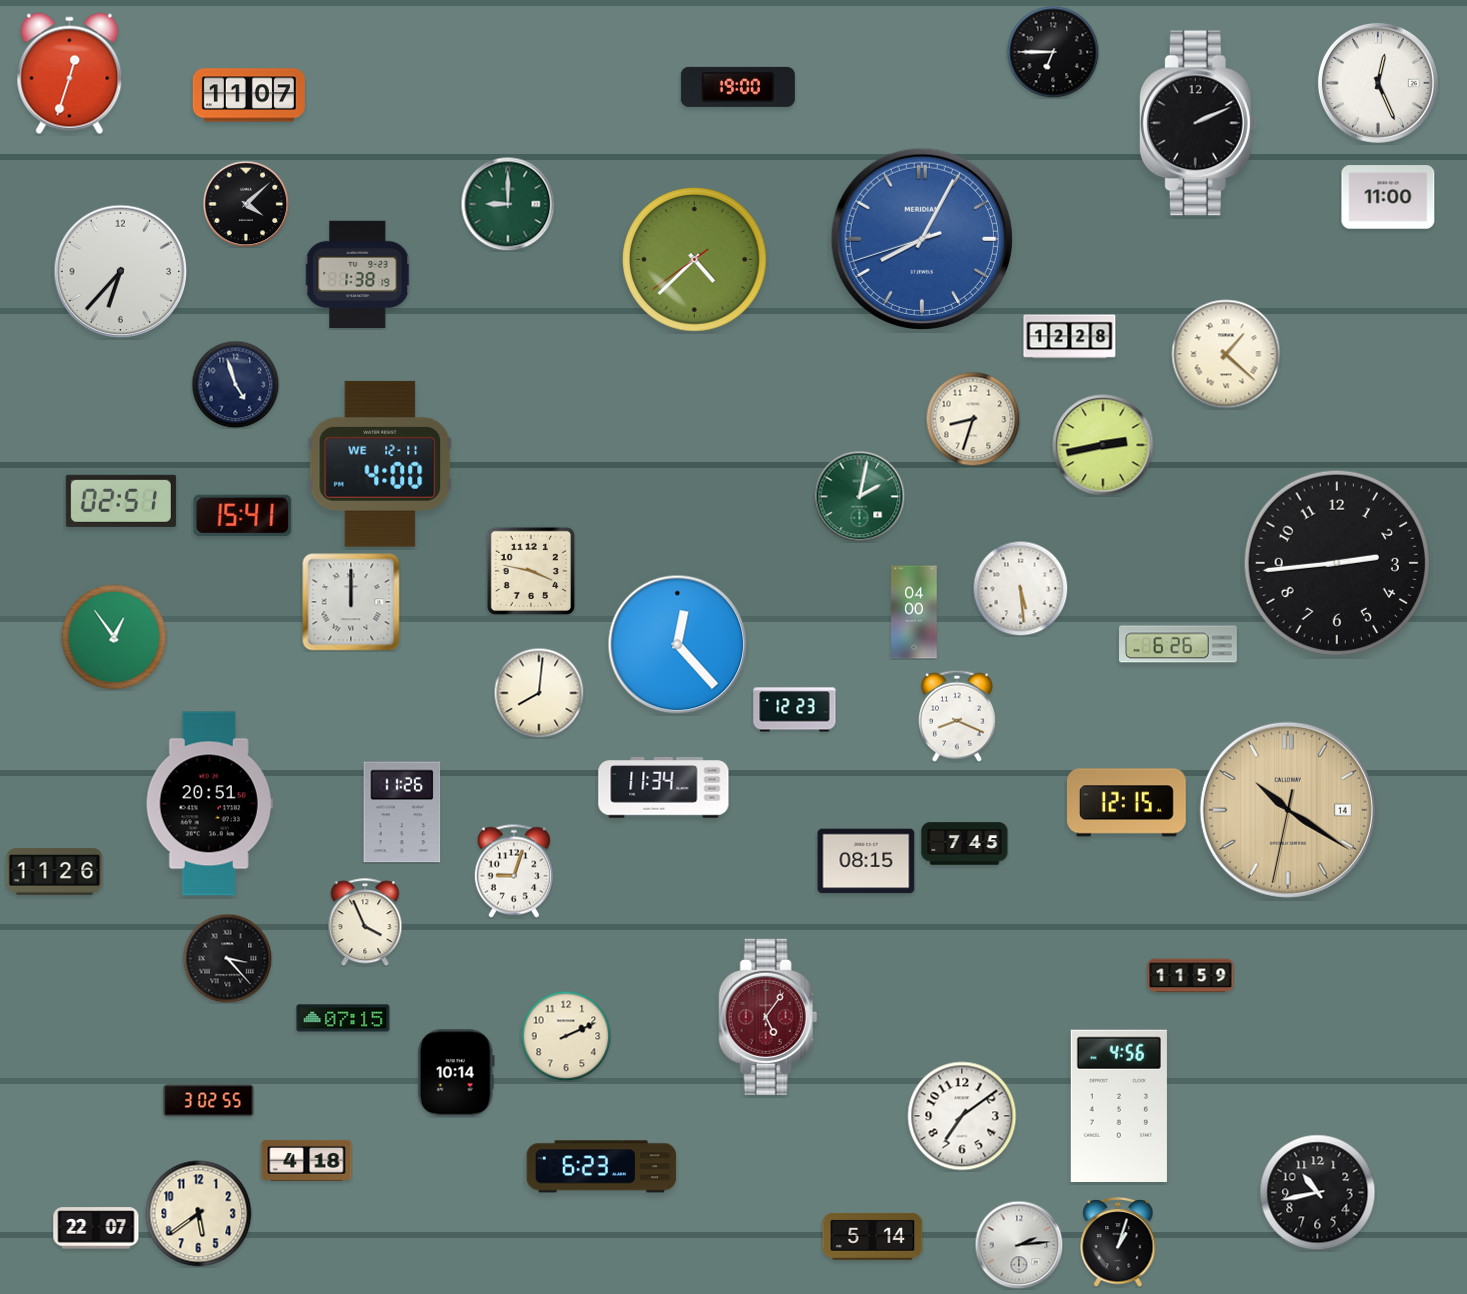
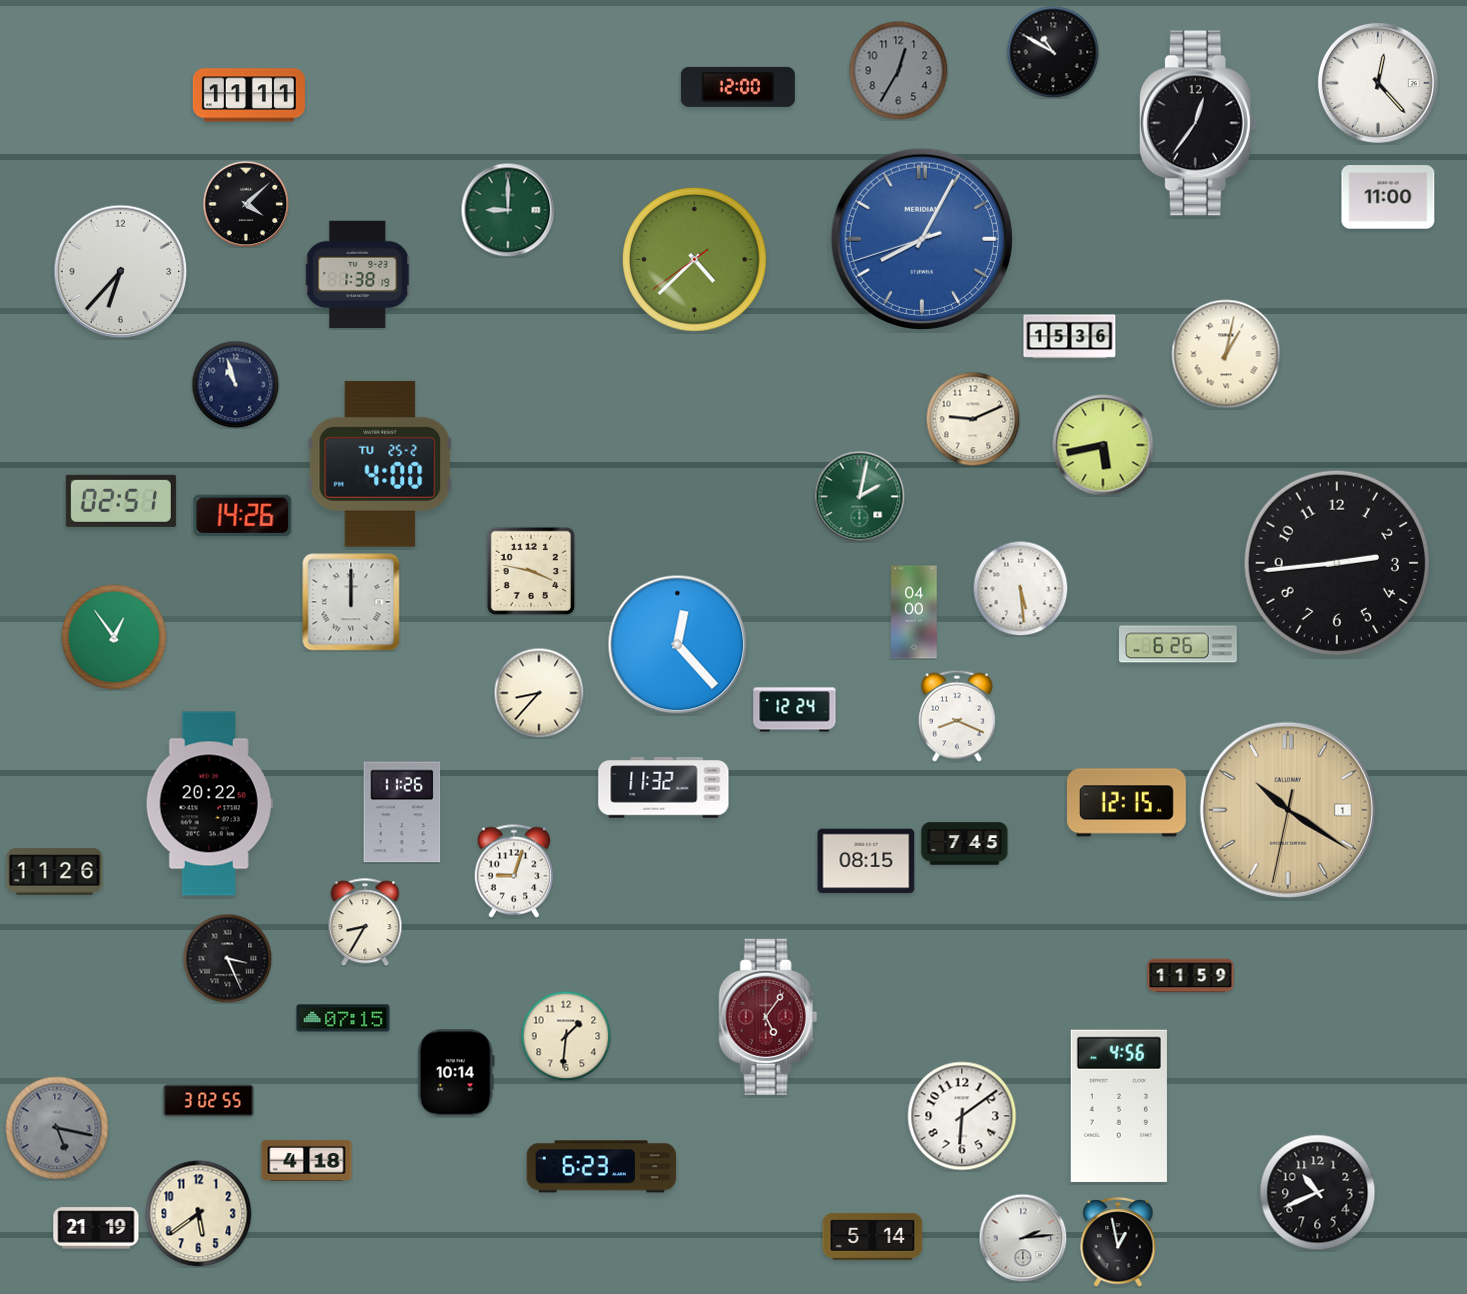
clock at (1053, 52): 6:45 -> 10:50
clock at (899, 71): none -> 12:35
clock at (70, 74): 12:33 -> none
clock at (1378, 83): 12:26 -> 12:23
clock at (738, 87): 19:00 -> 12:00
clock at (249, 95): 11:07 -> 11:11
clock at (1198, 123): 2:11 -> 12:36
clock at (508, 204) position: (508, 204) -> (508, 210)
clock at (1070, 337): 12:28 -> 15:36
clock at (1226, 354): 1:22 -> 1:02
clock at (235, 384): 4:57 -> 10:57
clock at (973, 419): 8:33 -> 9:11
clock at (1103, 445): 2:43 -> 5:43
clock at (380, 464) date: WE 12-11 -> TU 25-2
clock at (243, 515): 15:41 -> 14:26
clock at (539, 693): 8:01 -> 8:37
clock at (795, 710): 12:23 -> 12:24
clock at (664, 788): 11:34 -> 11:32
clock at (209, 804): 20:51 -> 20:22
clock at (1288, 810) date: 14 -> 1
clock at (365, 922): 3:56 -> 8:35
clock at (227, 958): 3:23 -> 3:26
clock at (566, 1036): 2:11 -> 1:31
clock at (962, 1116): 7:09 -> 6:09
clock at (57, 1128): none -> 5:17
clock at (1318, 1193): 10:43 -> 10:41
clock at (96, 1228): 22:07 -> 21:19
clock at (1118, 1243): 1:03 -> 12:58
clock at (1019, 1245) position: (1019, 1245) -> (1023, 1238)
